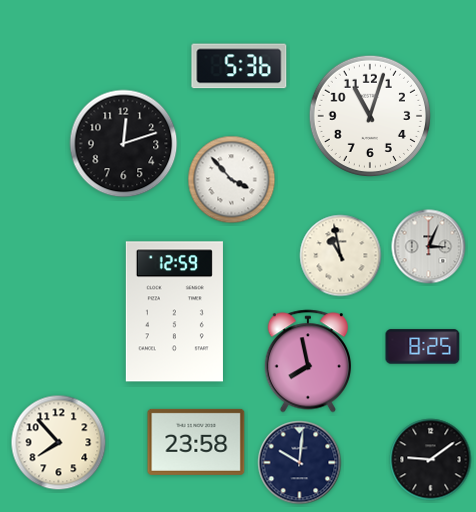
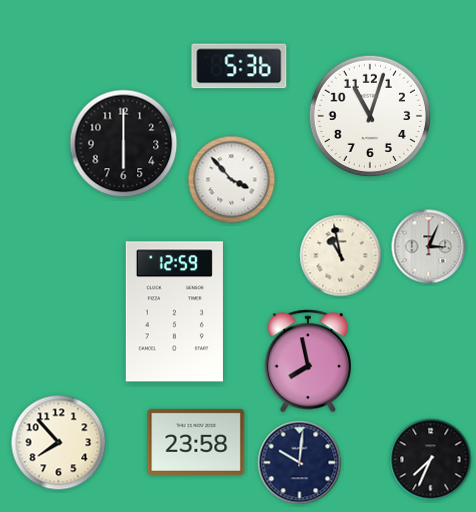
clock at (124, 144): 12:12 -> 6:00
clock at (423, 347): 8:25 -> none
clock at (431, 460): 9:09 -> 7:34
